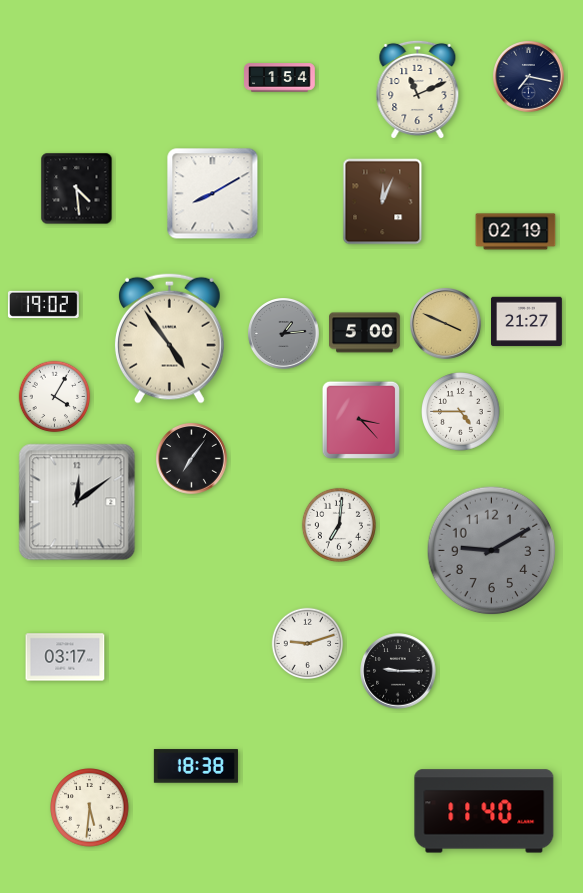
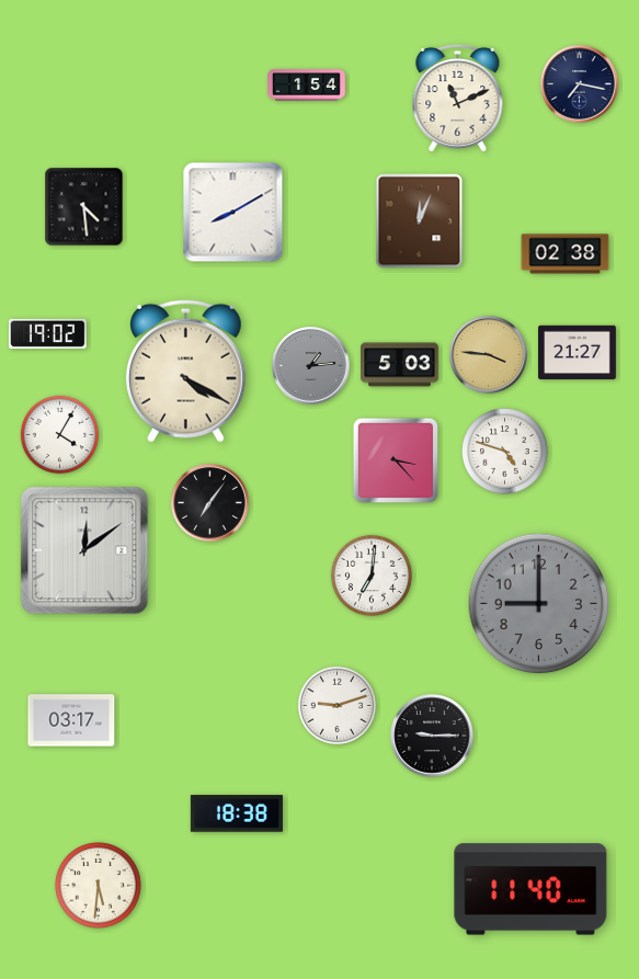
clock at (516, 232): 02:19 -> 02:38
clock at (446, 324): 3:49 -> 3:46
clock at (365, 333): 5:00 -> 5:03
clock at (169, 338): 4:54 -> 4:20
clock at (461, 412): 4:45 -> 4:48
clock at (492, 551): 9:10 -> 9:00
clock at (398, 671) position: (398, 671) -> (432, 736)
clock at (196, 766) position: (196, 766) -> (237, 813)
